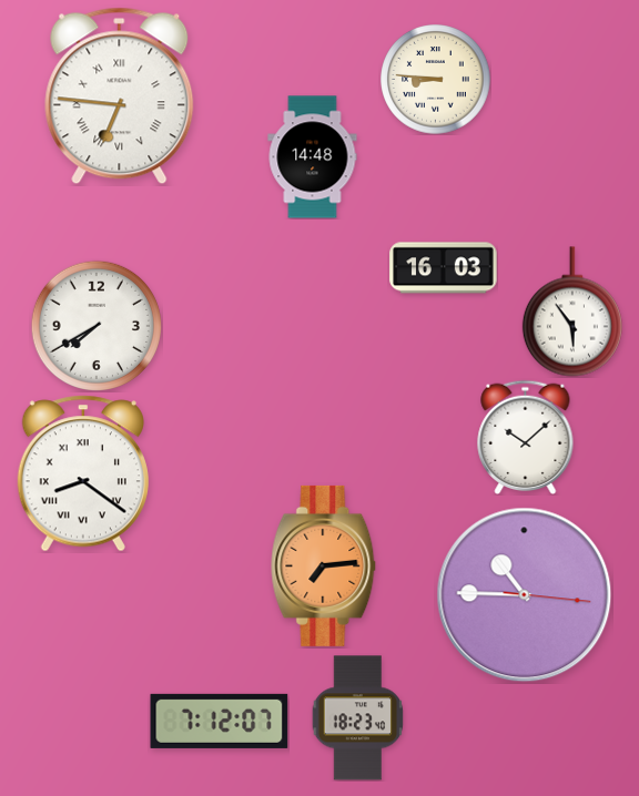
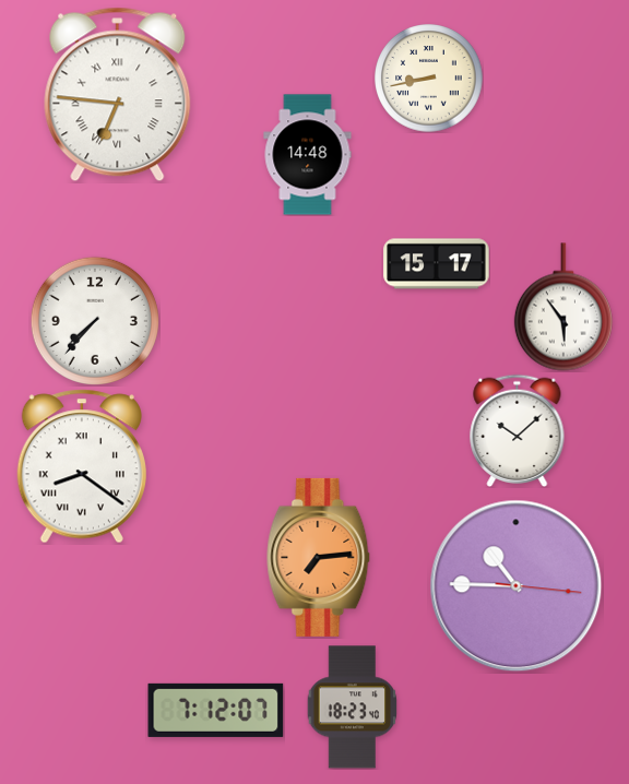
clock at (436, 80): 8:46 -> 8:43
clock at (444, 268): 16:03 -> 15:17
clock at (97, 326): 7:40 -> 7:37
